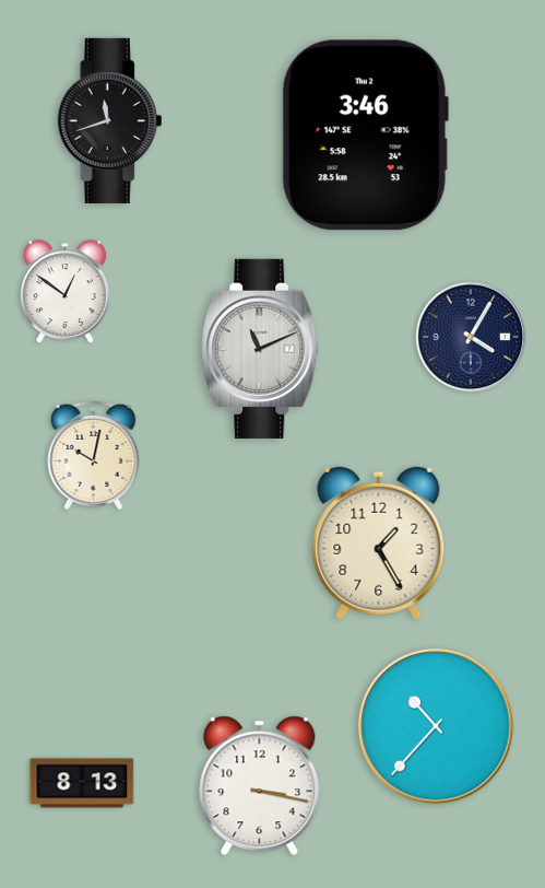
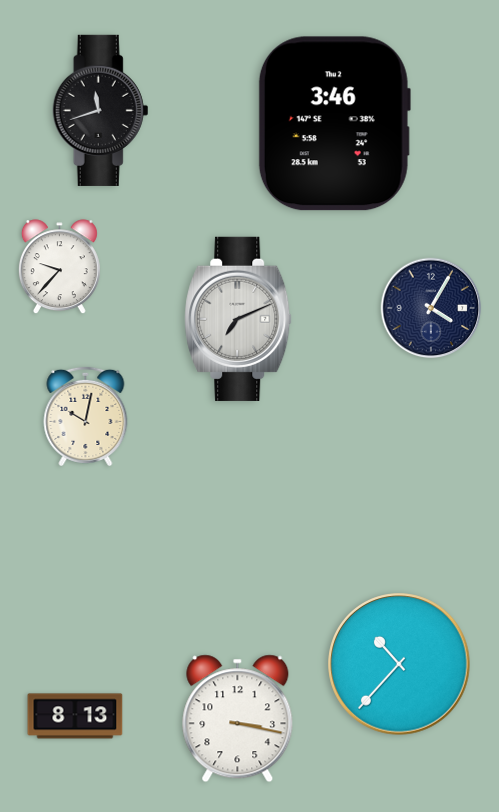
clock at (64, 292): 12:51 -> 9:37
clock at (260, 349): 11:11 -> 7:11
clock at (379, 544): 1:25 -> none
